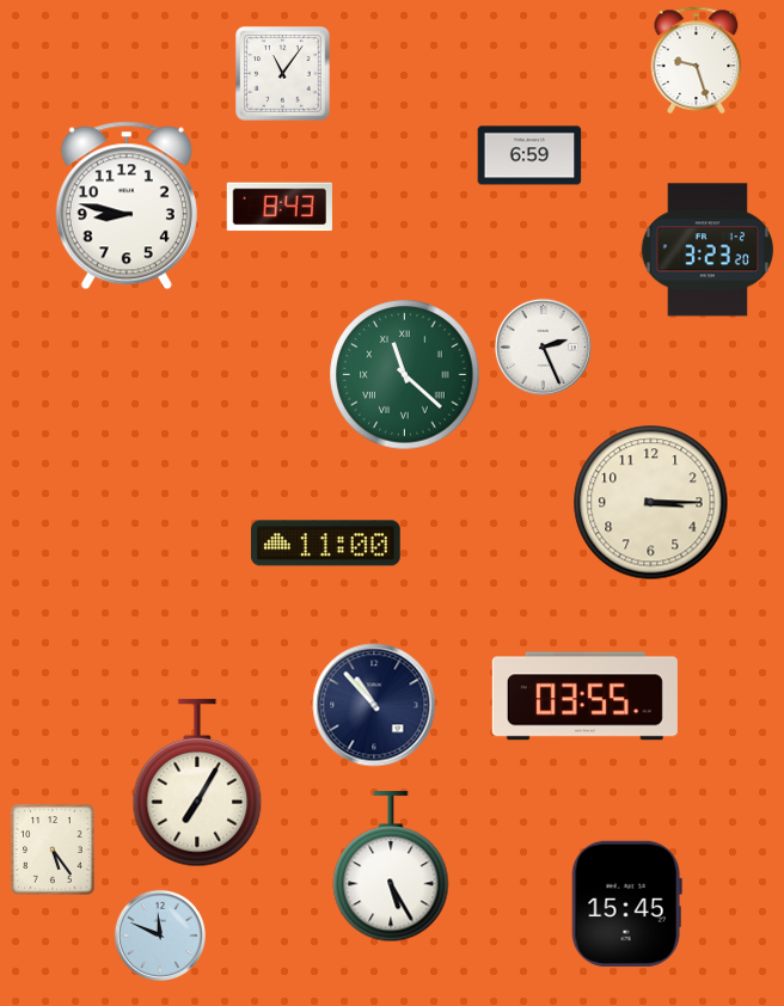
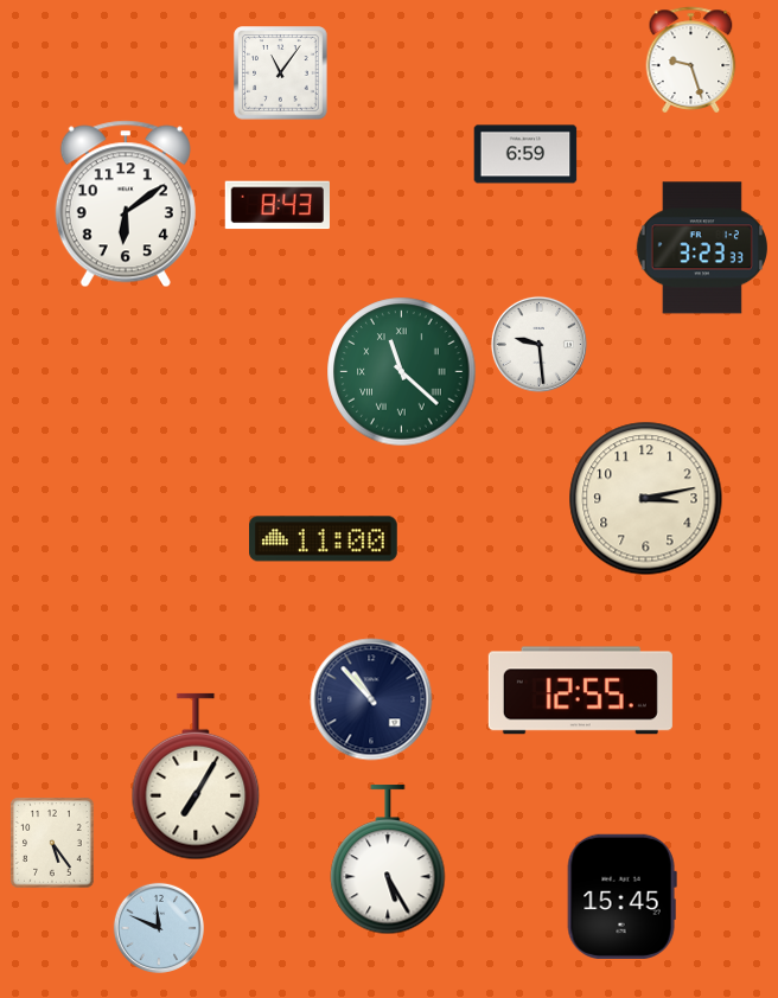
clock at (127, 206): 8:47 -> 6:09
clock at (708, 250): 3:23:20 -> 3:23:33
clock at (543, 346): 2:26 -> 9:29
clock at (651, 503): 3:15 -> 3:13
clock at (584, 697): 03:55 -> 12:55
